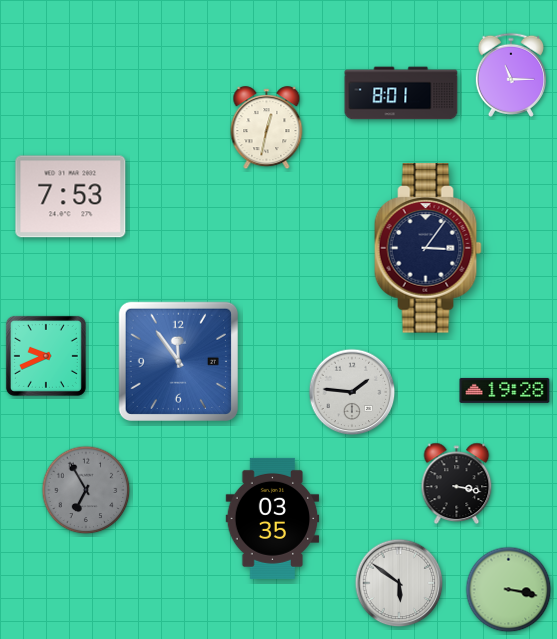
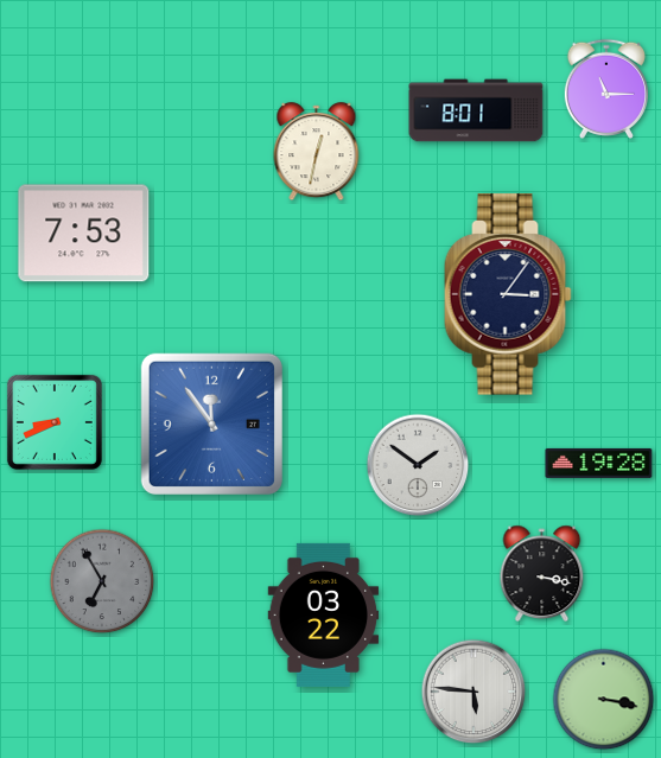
clock at (46, 356): 9:41 -> 8:41
clock at (178, 361) position: (178, 361) -> (211, 423)
clock at (352, 392): 1:46 -> 1:51
clock at (273, 518): 03:35 -> 03:22
clock at (399, 583): 5:51 -> 5:46
